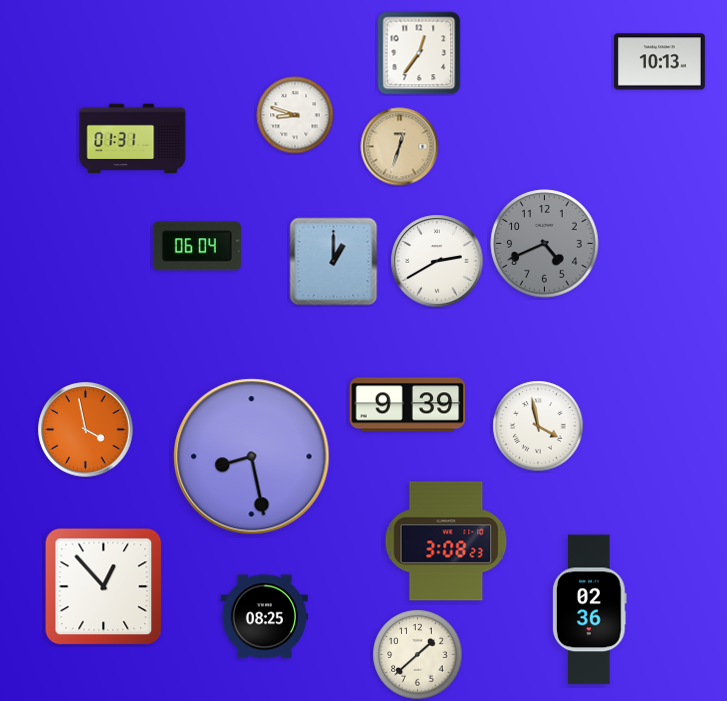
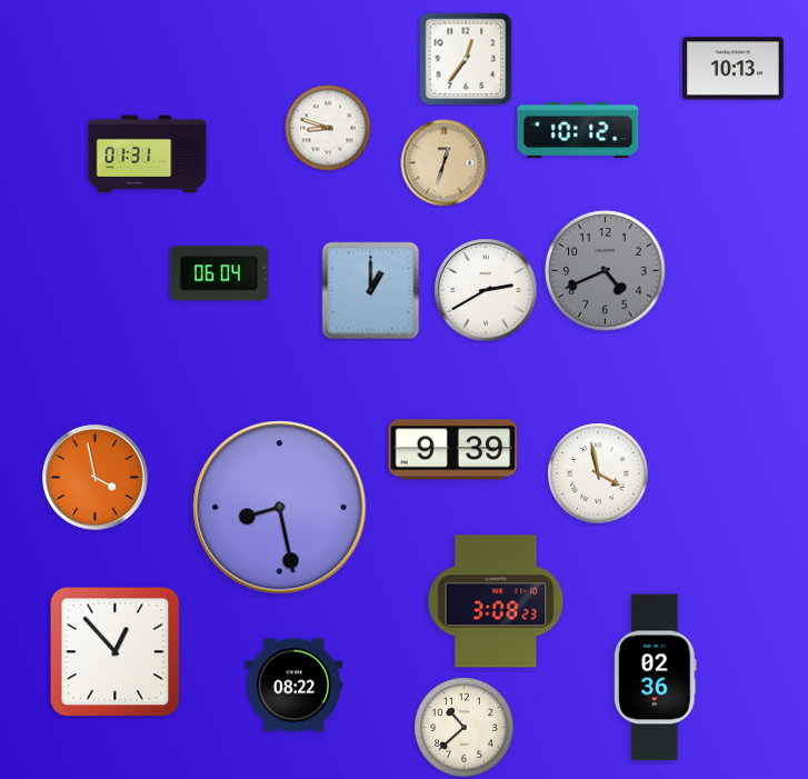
clock at (578, 130): none -> 10:12
clock at (264, 617): 08:25 -> 08:22
clock at (418, 655): 1:38 -> 10:38
